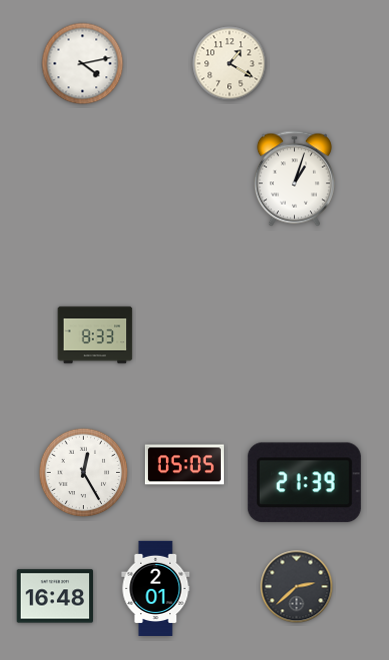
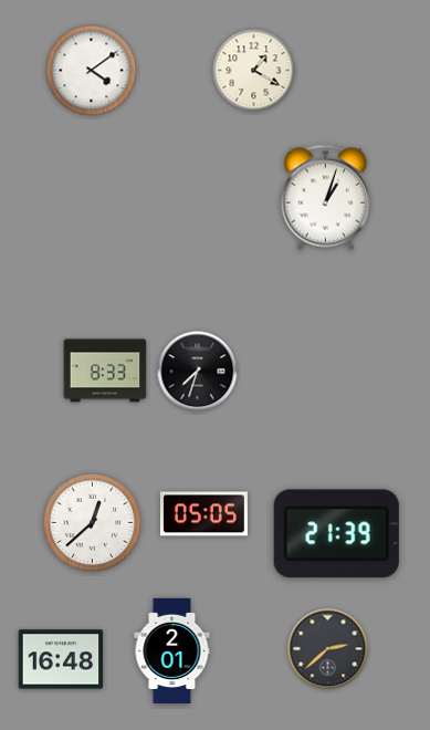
clock at (83, 64): 4:13 -> 4:09
clock at (198, 372): none -> 7:33
clock at (84, 473): 12:25 -> 12:38
